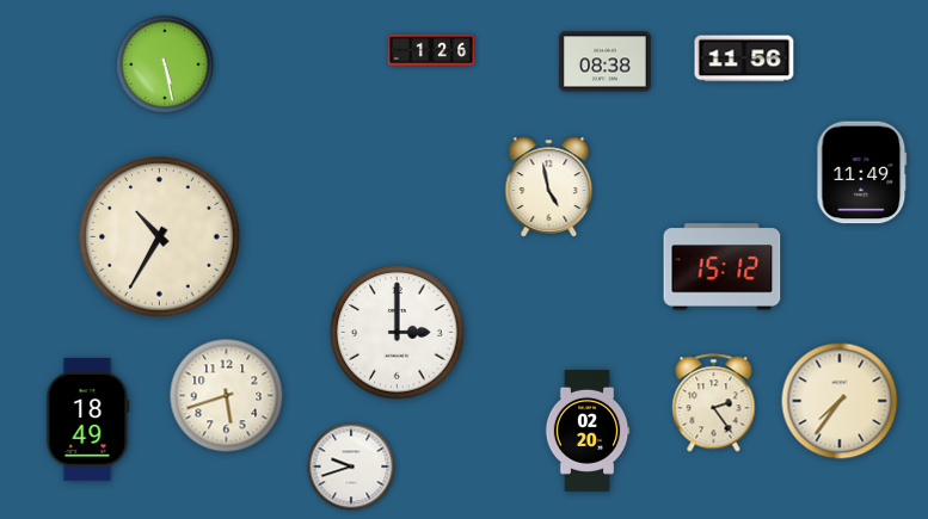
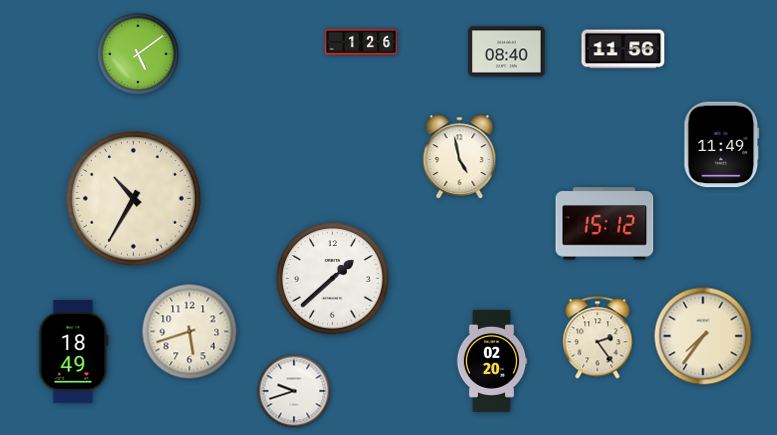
clock at (606, 62): 08:38 -> 08:40
clock at (165, 64): 5:28 -> 5:09
clock at (398, 333): 3:00 -> 1:38
